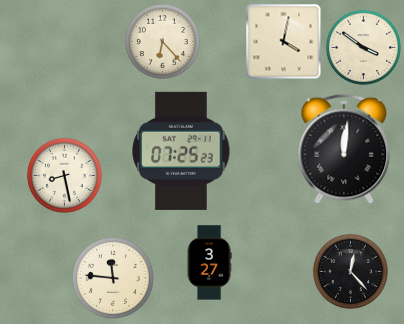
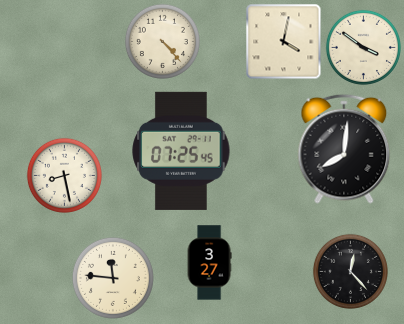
clock at (162, 41): 6:23 -> 4:23
clock at (344, 149): 12:01 -> 8:01
clock at (181, 151): 07:25:23 -> 07:25:45
